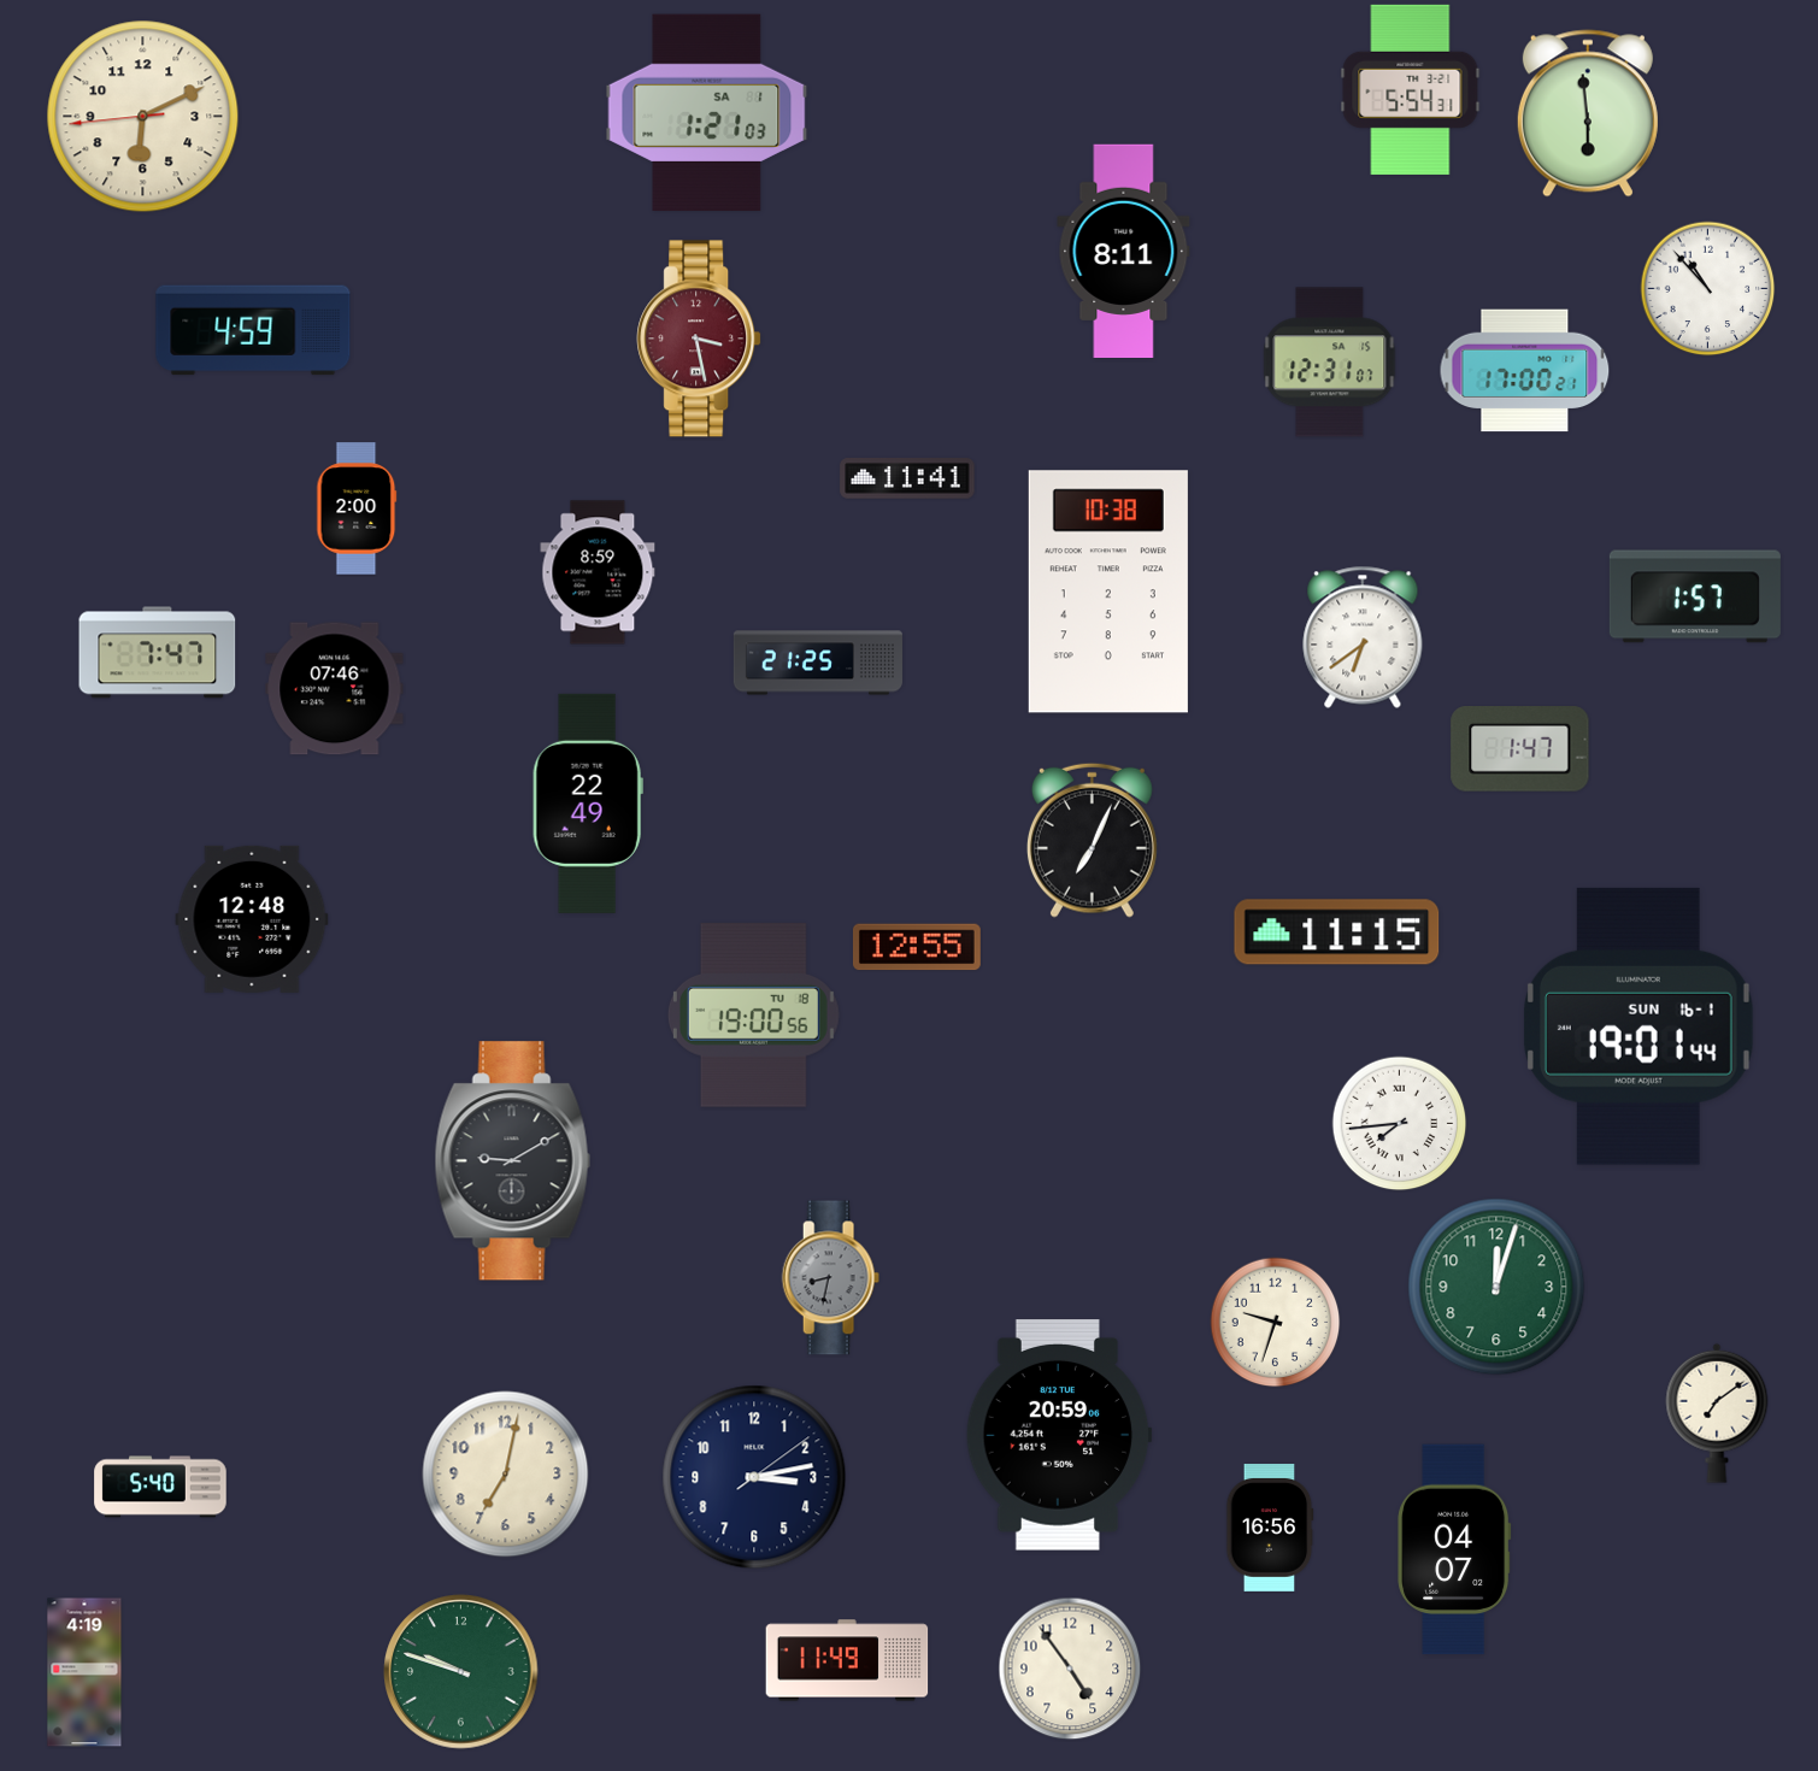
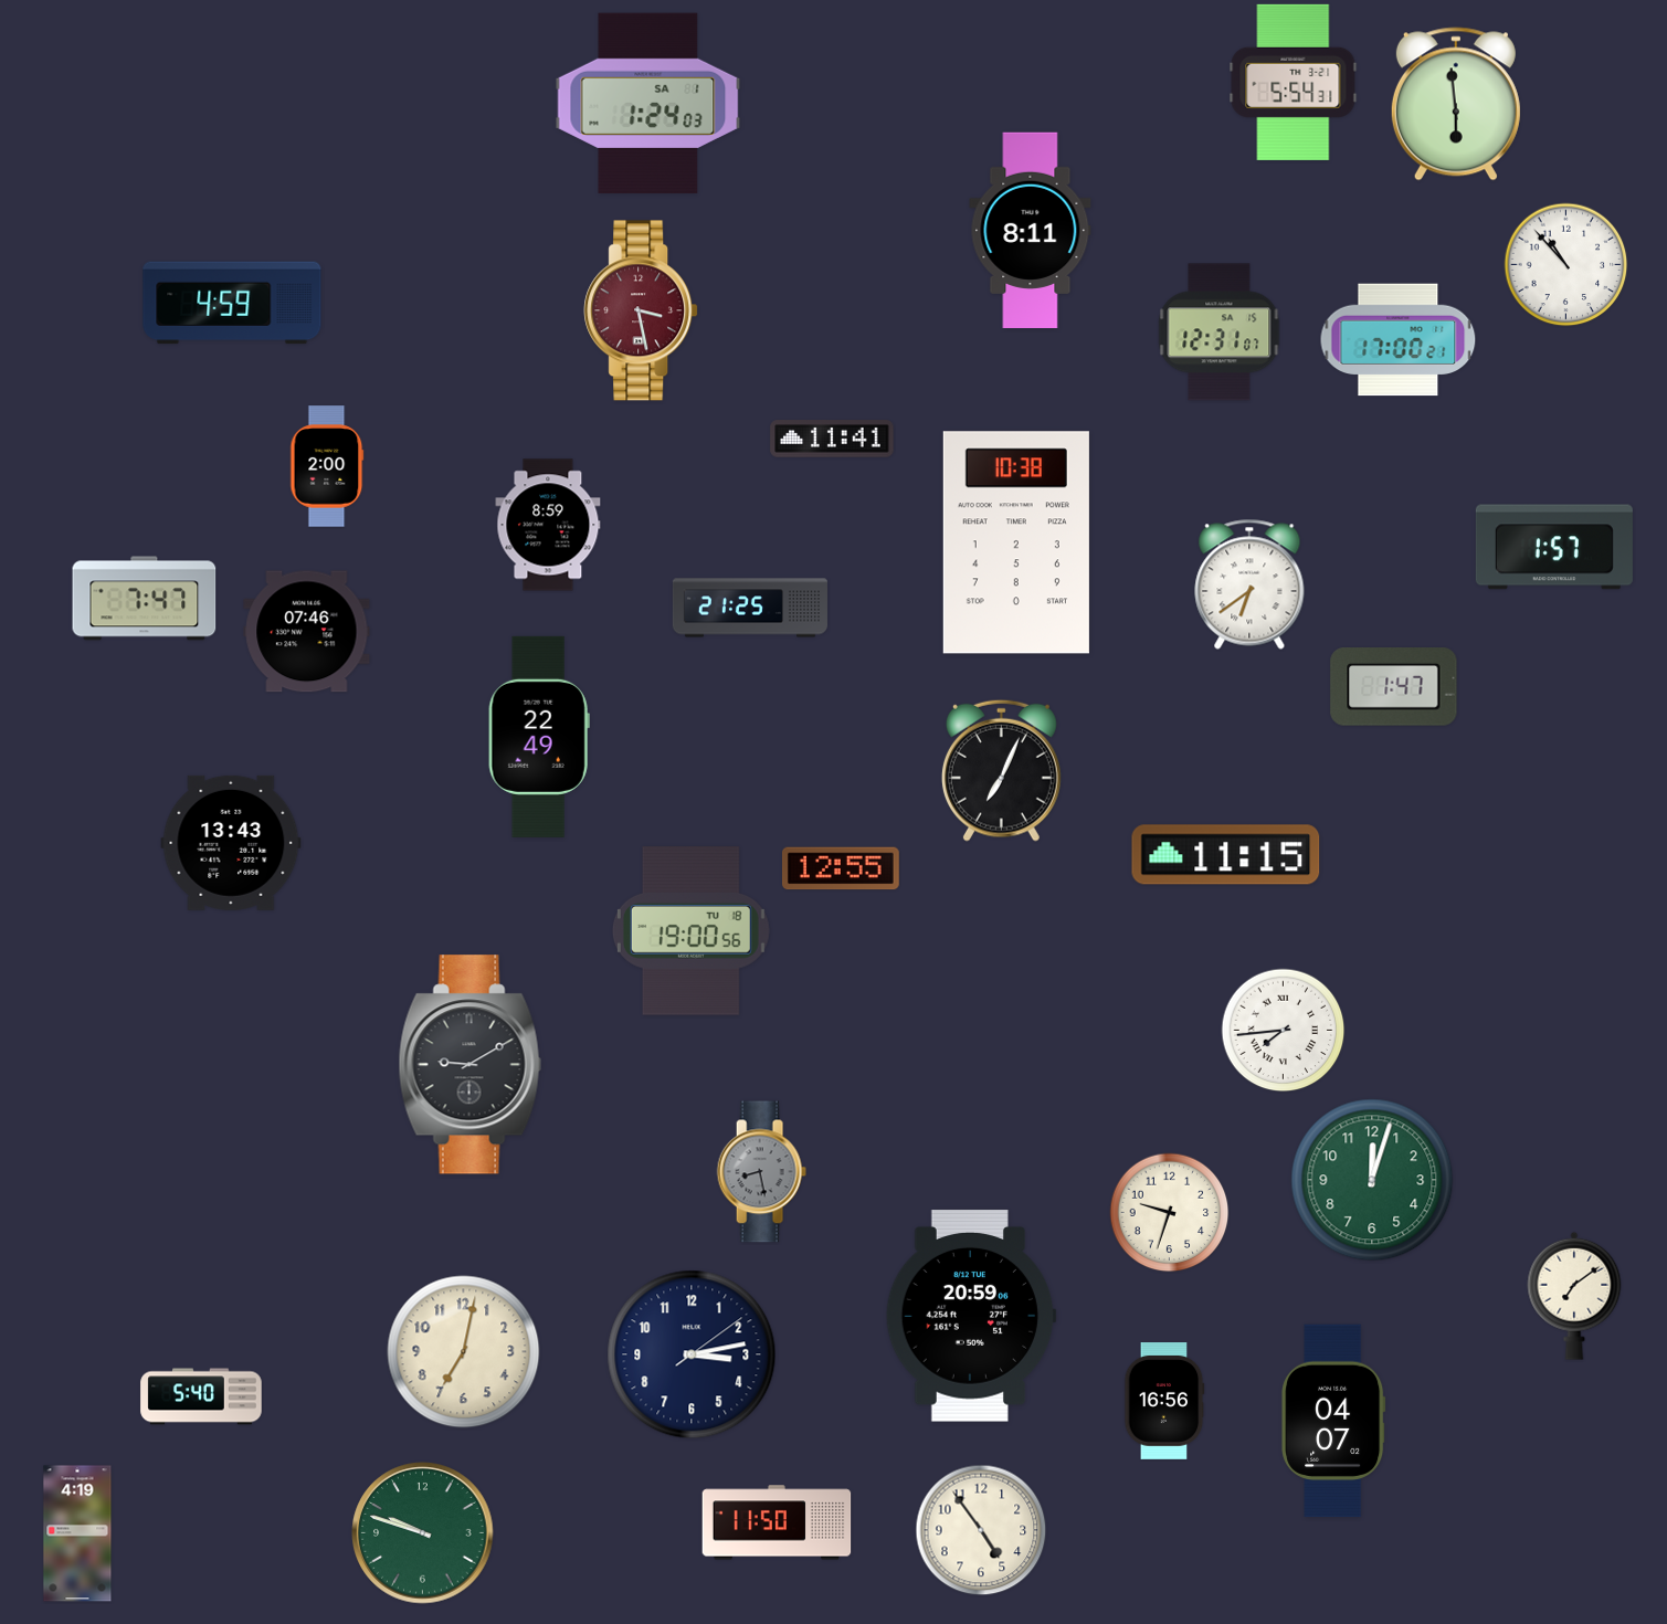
clock at (707, 112): 1:21 -> 1:24
clock at (143, 117): 6:10 -> none
clock at (252, 919): 12:48 -> 13:43
clock at (1638, 1026): 19:01 -> none
clock at (830, 1278): 8:32 -> 8:28
clock at (160, 1487) position: (160, 1487) -> (201, 1396)
clock at (847, 1660): 11:49 -> 11:50
